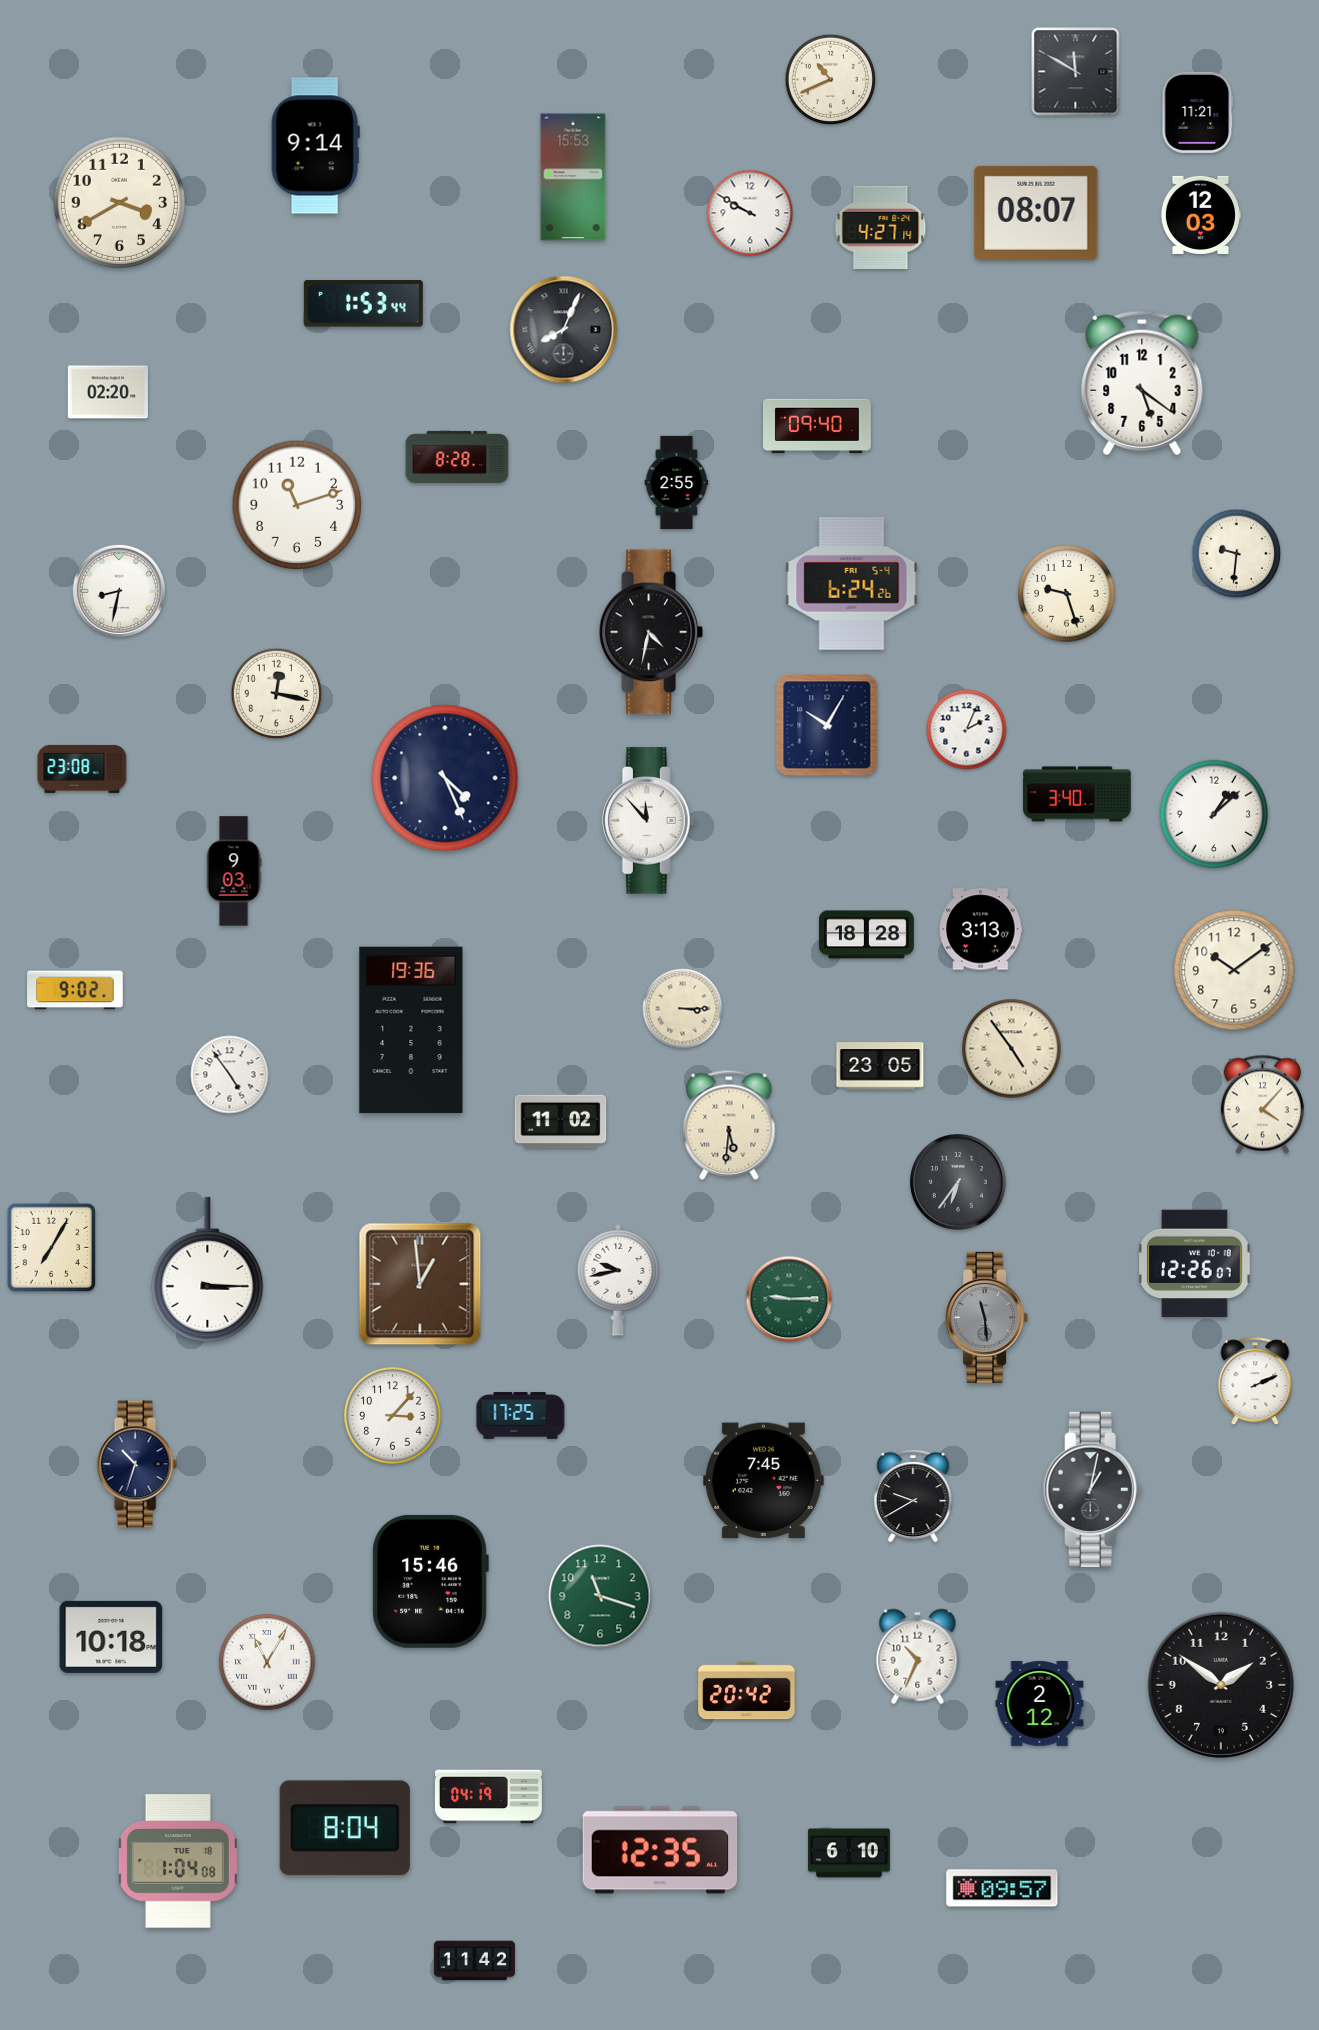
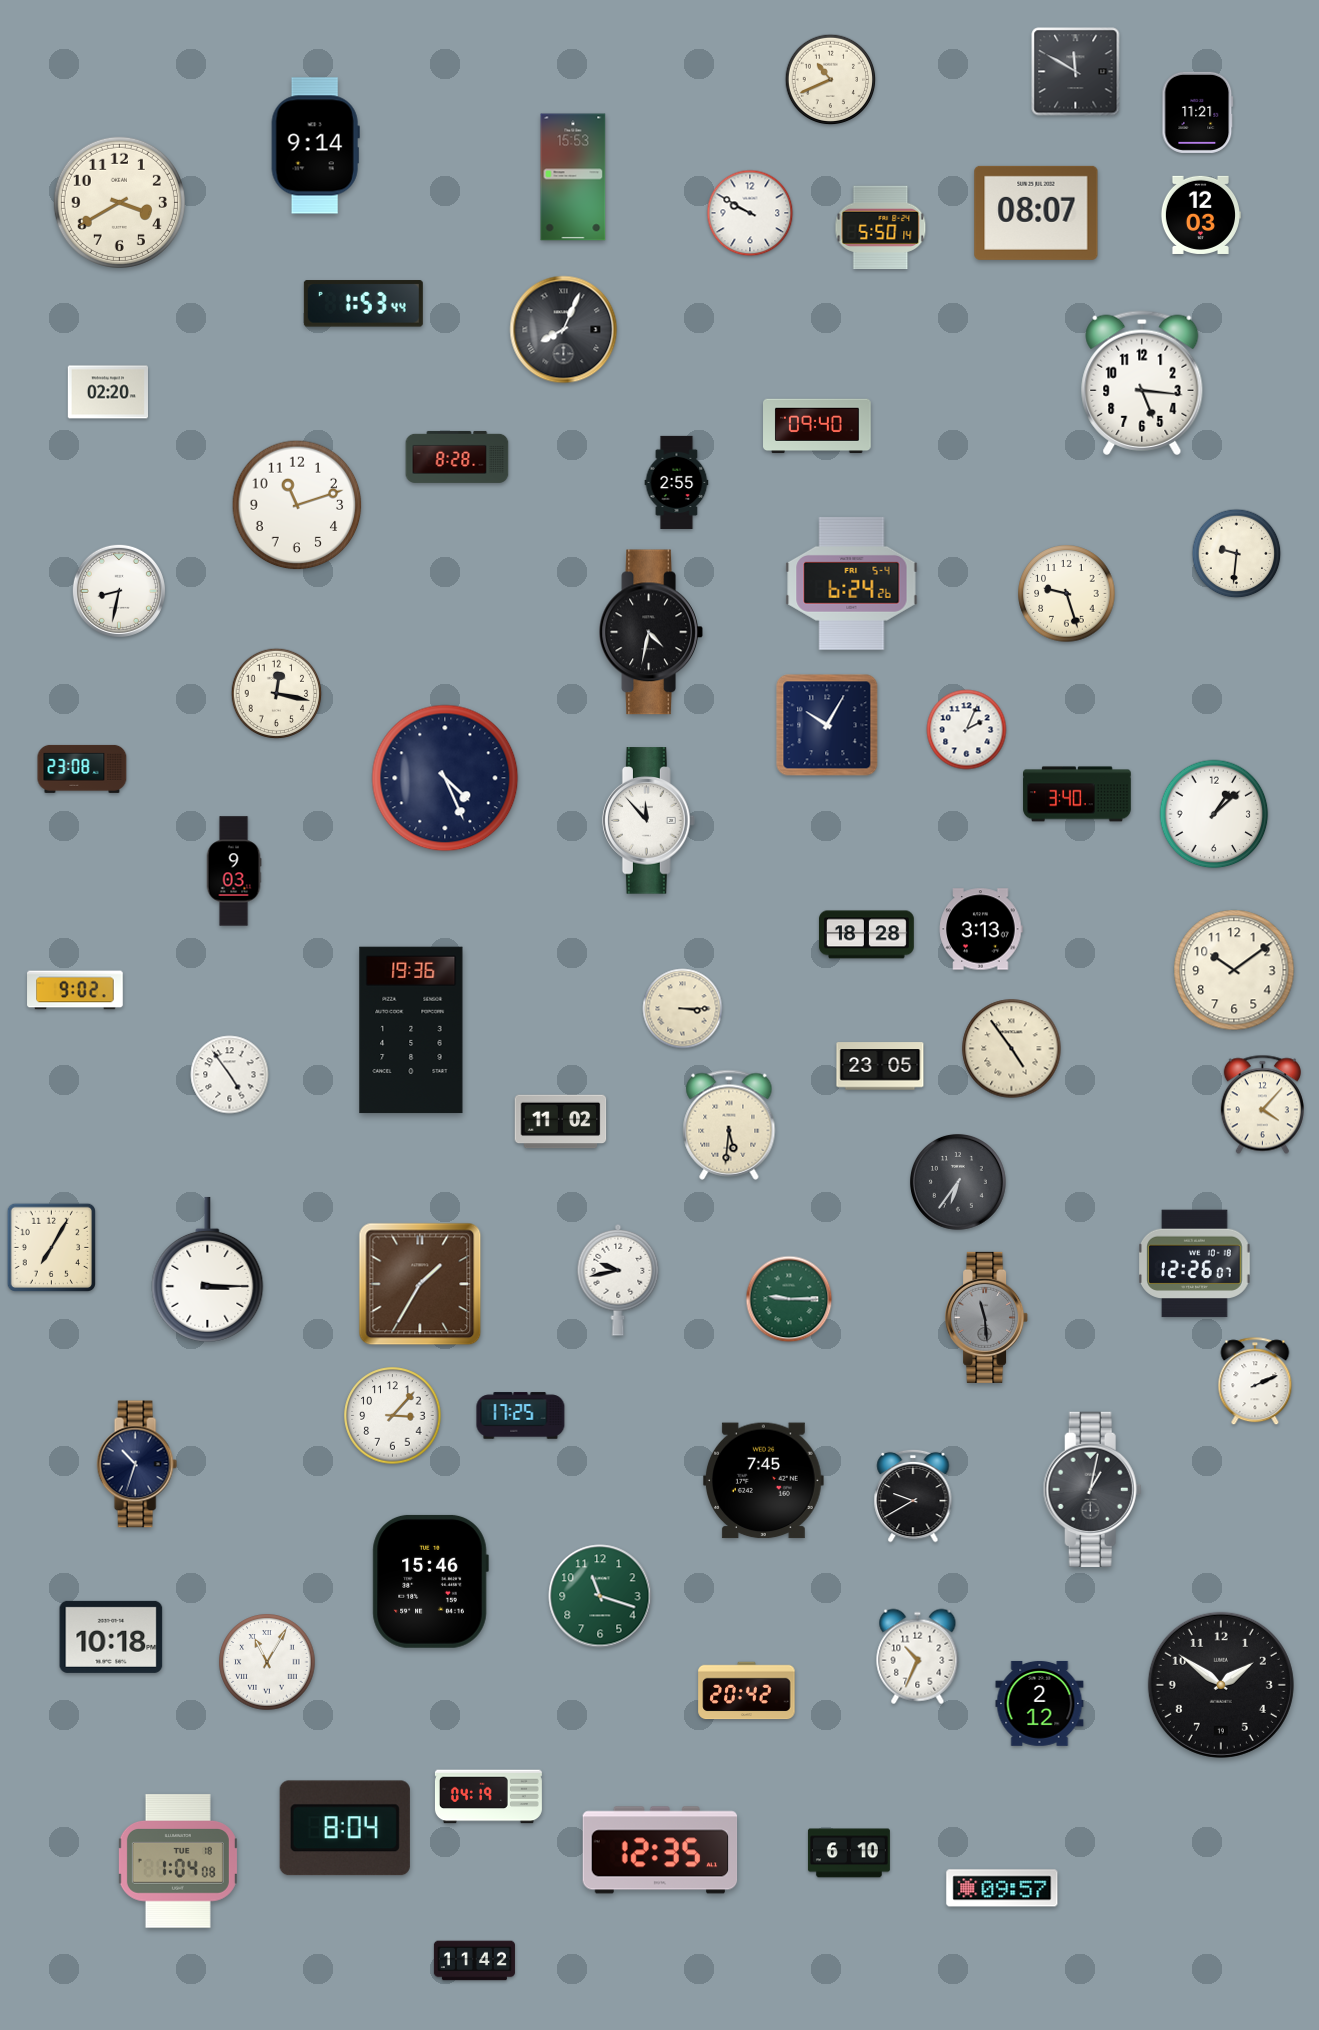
clock at (881, 228): 4:27 -> 5:50
clock at (1142, 383): 5:21 -> 5:16
clock at (420, 1284): 12:59 -> 1:35
